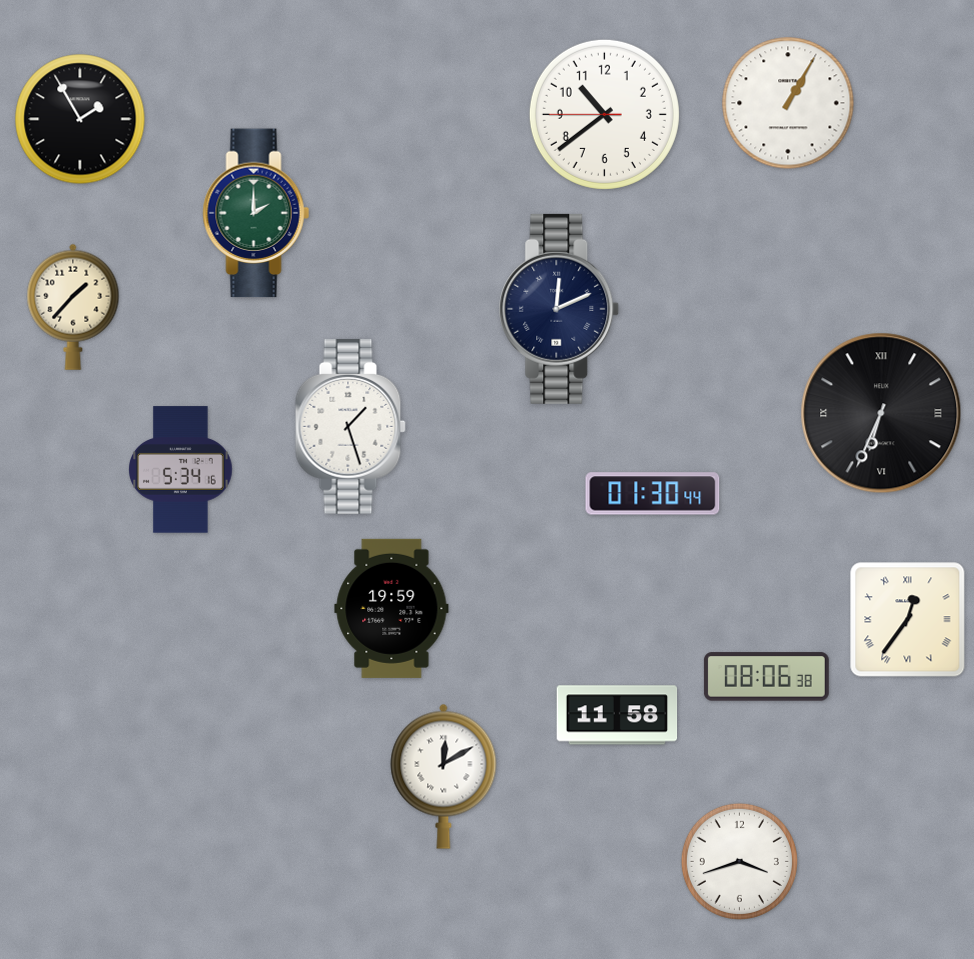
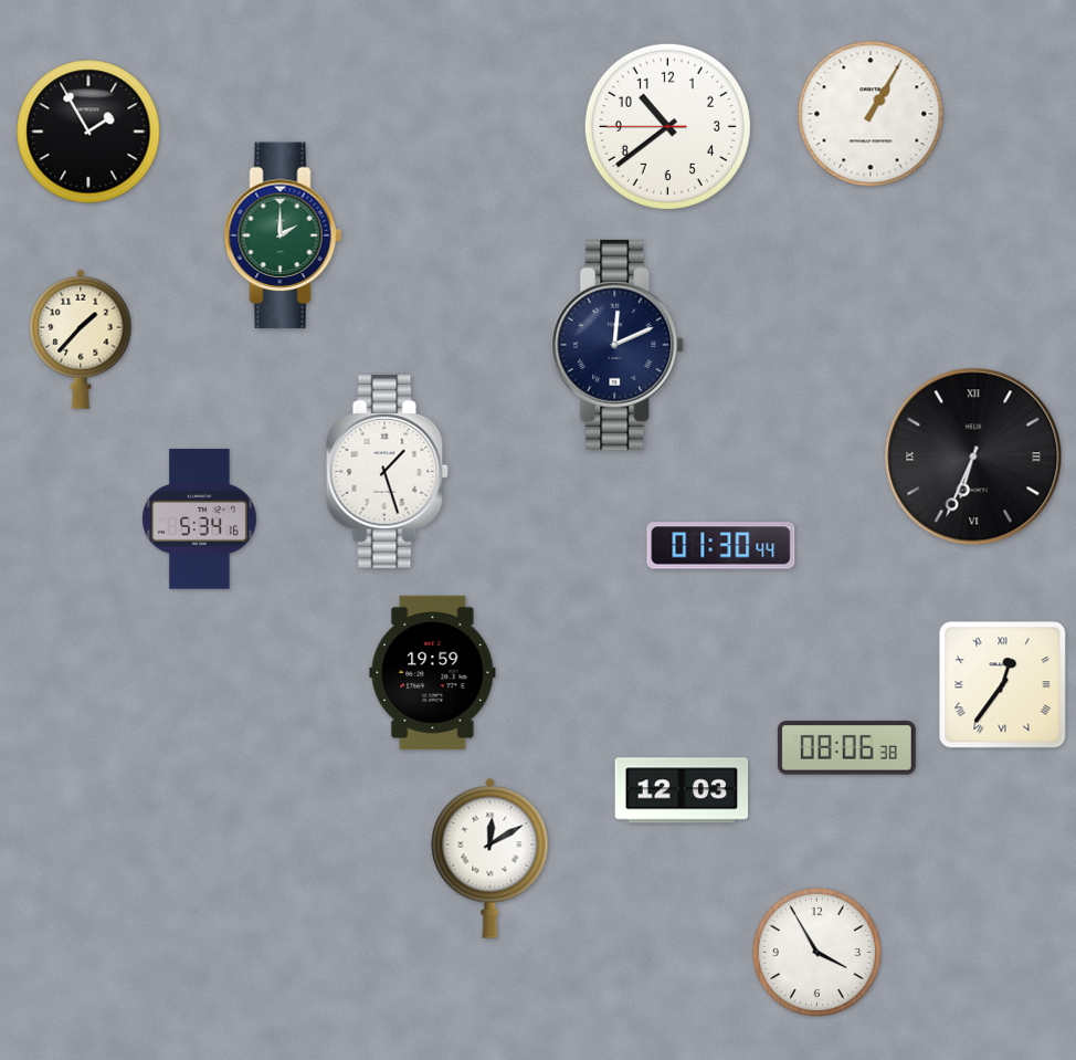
clock at (559, 309) position: (559, 309) -> (618, 345)
clock at (617, 715): 11:58 -> 12:03
clock at (739, 861): 3:42 -> 3:55
